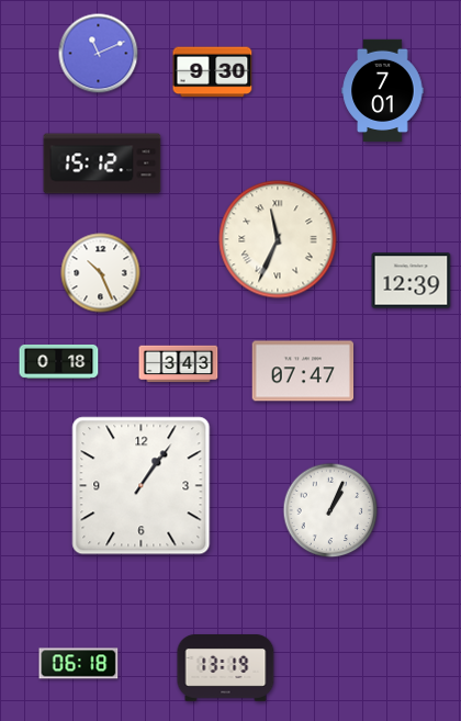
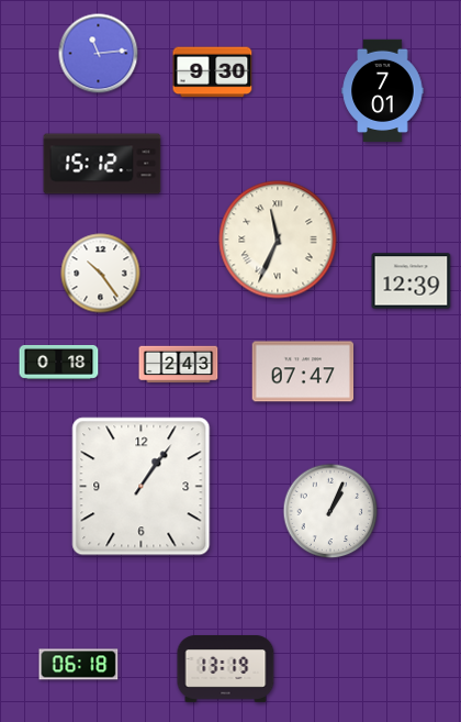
clock at (99, 54): 11:11 -> 11:14
clock at (101, 273): 10:26 -> 10:24
clock at (179, 364): 3:43 -> 2:43
